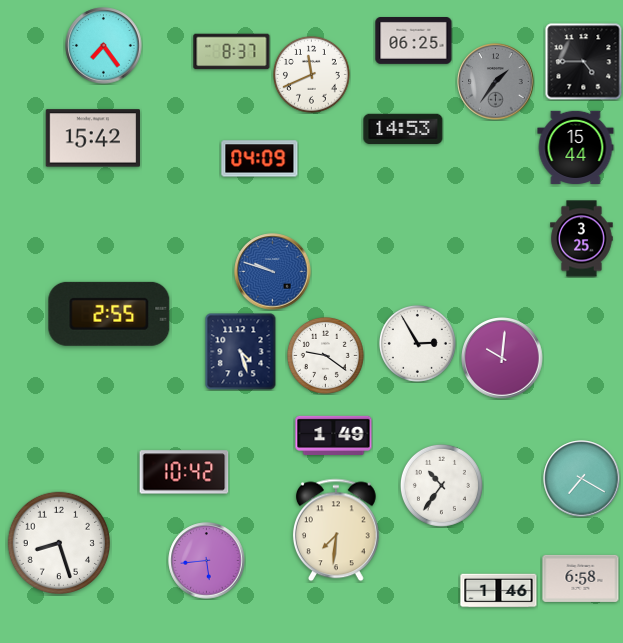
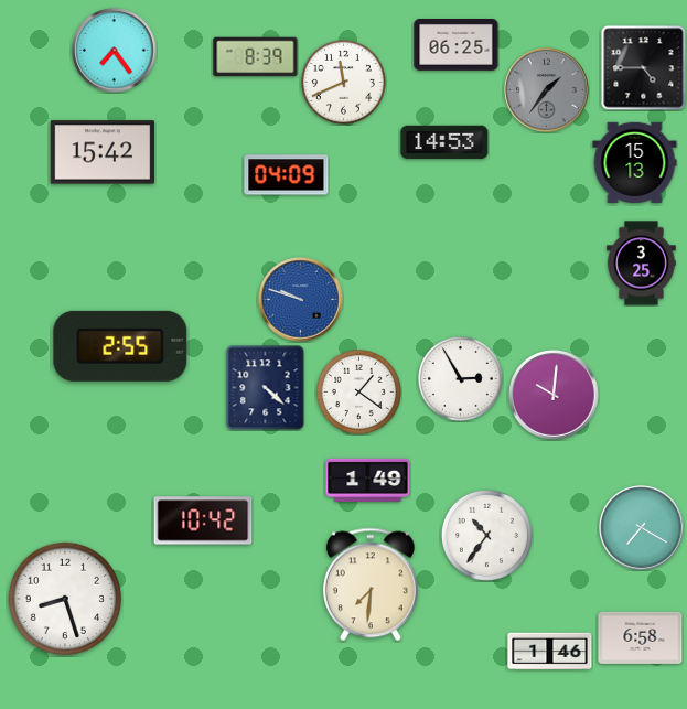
clock at (232, 52): 8:37 -> 8:39
clock at (576, 147): 15:44 -> 15:13
clock at (241, 351): 4:27 -> 4:22
clock at (325, 355): 9:21 -> 1:21
clock at (207, 561): 5:44 -> none
